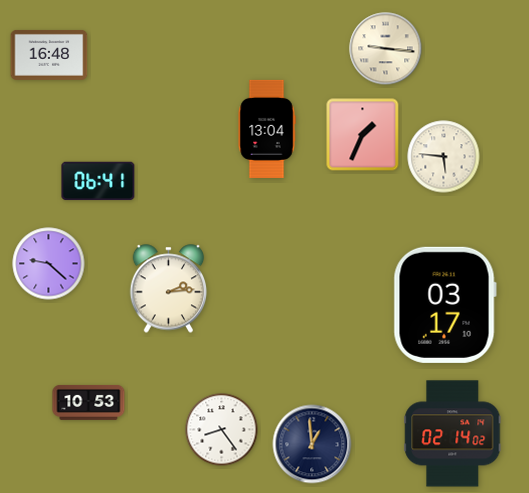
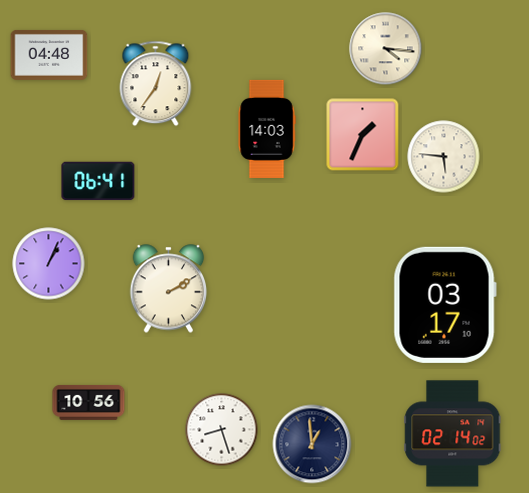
clock at (386, 49): 9:16 -> 4:16
clock at (49, 55): 16:48 -> 04:48
clock at (156, 84): none -> 12:36
clock at (267, 129): 13:04 -> 14:03
clock at (49, 264): 9:22 -> 1:04
clock at (169, 289): 2:14 -> 2:10
clock at (89, 402): 10:53 -> 10:56
clock at (222, 430): 8:24 -> 8:27
